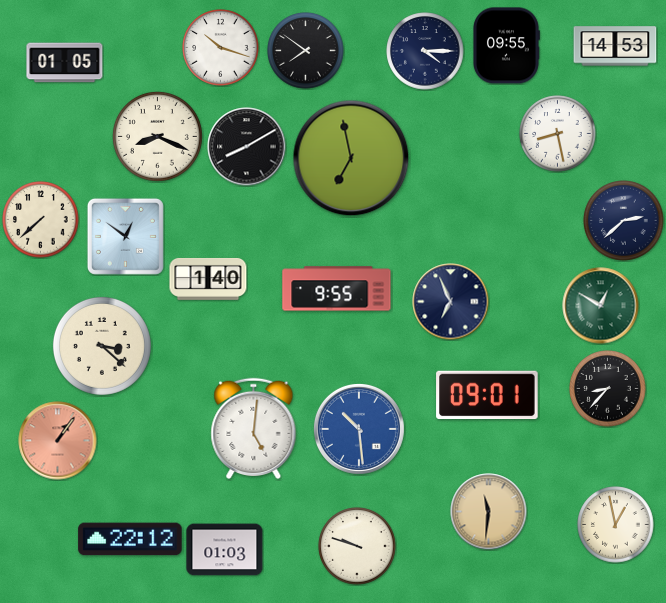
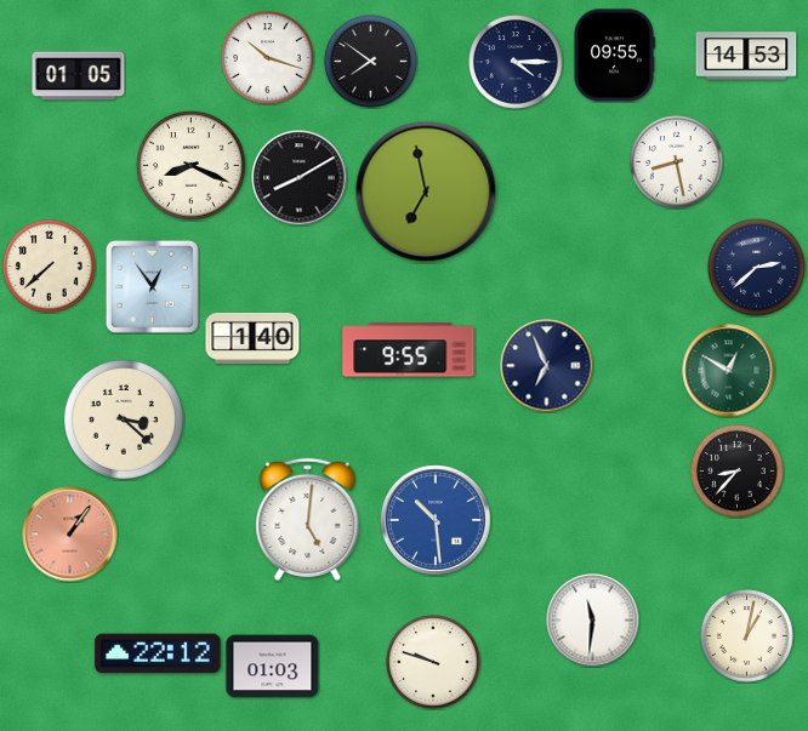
clock at (125, 236): 12:51 -> 12:54
clock at (487, 395): 09:01 -> none
clock at (489, 512) dial: champagne -> white
clock at (616, 525): 12:58 -> 1:02
